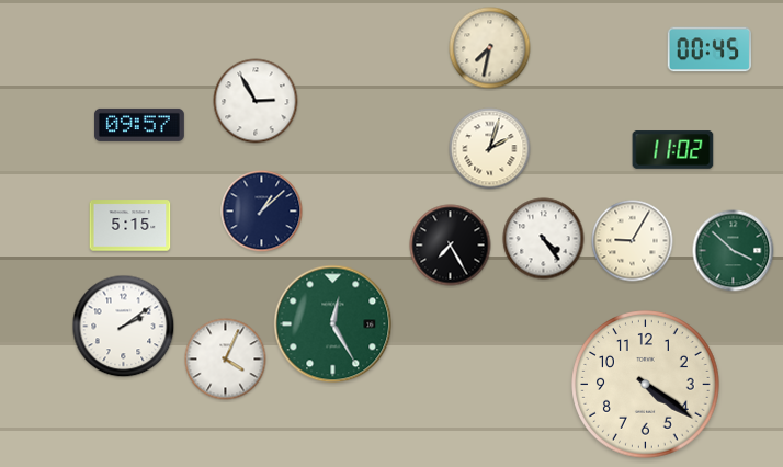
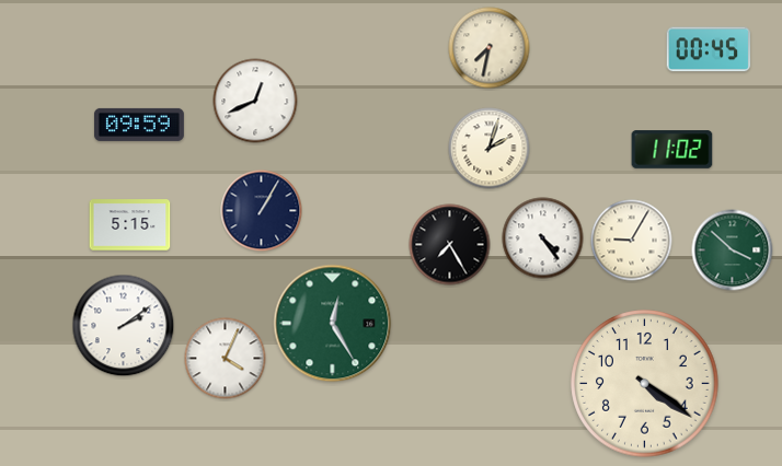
clock at (256, 101): 2:55 -> 12:41
clock at (139, 125): 09:57 -> 09:59
clock at (262, 212): 1:08 -> 1:05
